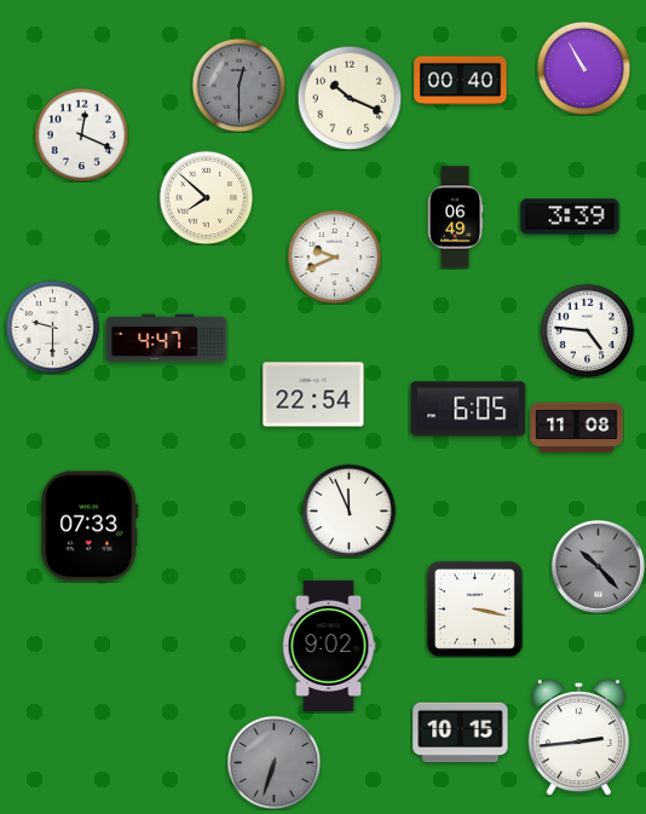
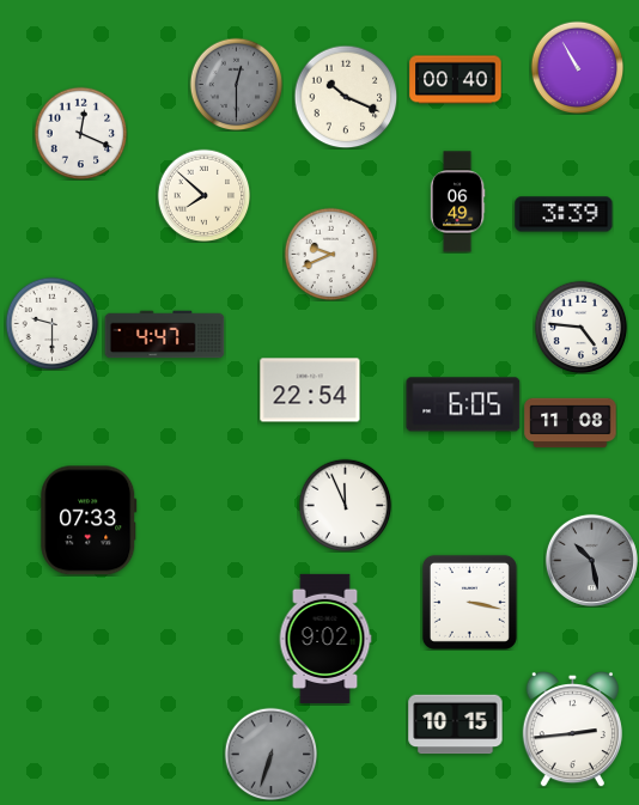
clock at (455, 218) position: (455, 218) -> (457, 202)
clock at (598, 566): 10:23 -> 10:28
